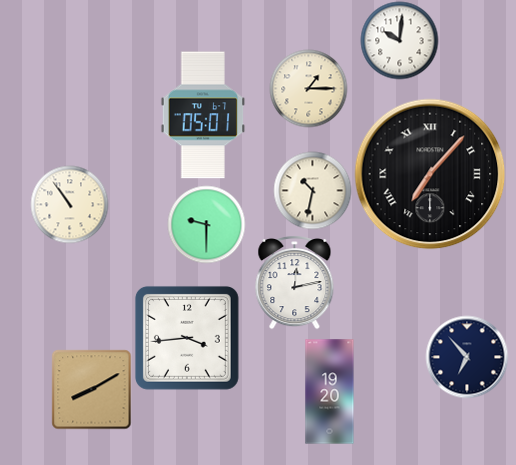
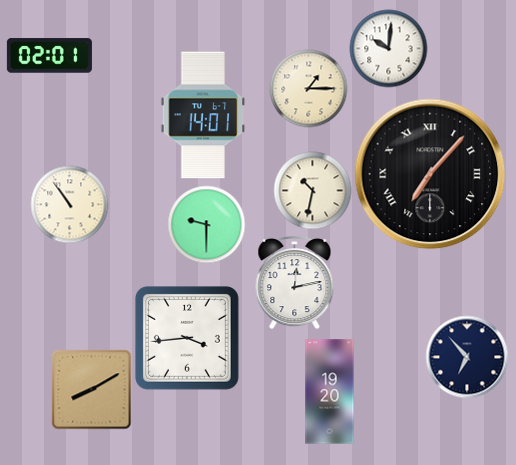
clock at (399, 40) position: (399, 40) -> (388, 48)
clock at (49, 56): none -> 02:01
clock at (203, 115): 05:01 -> 14:01
